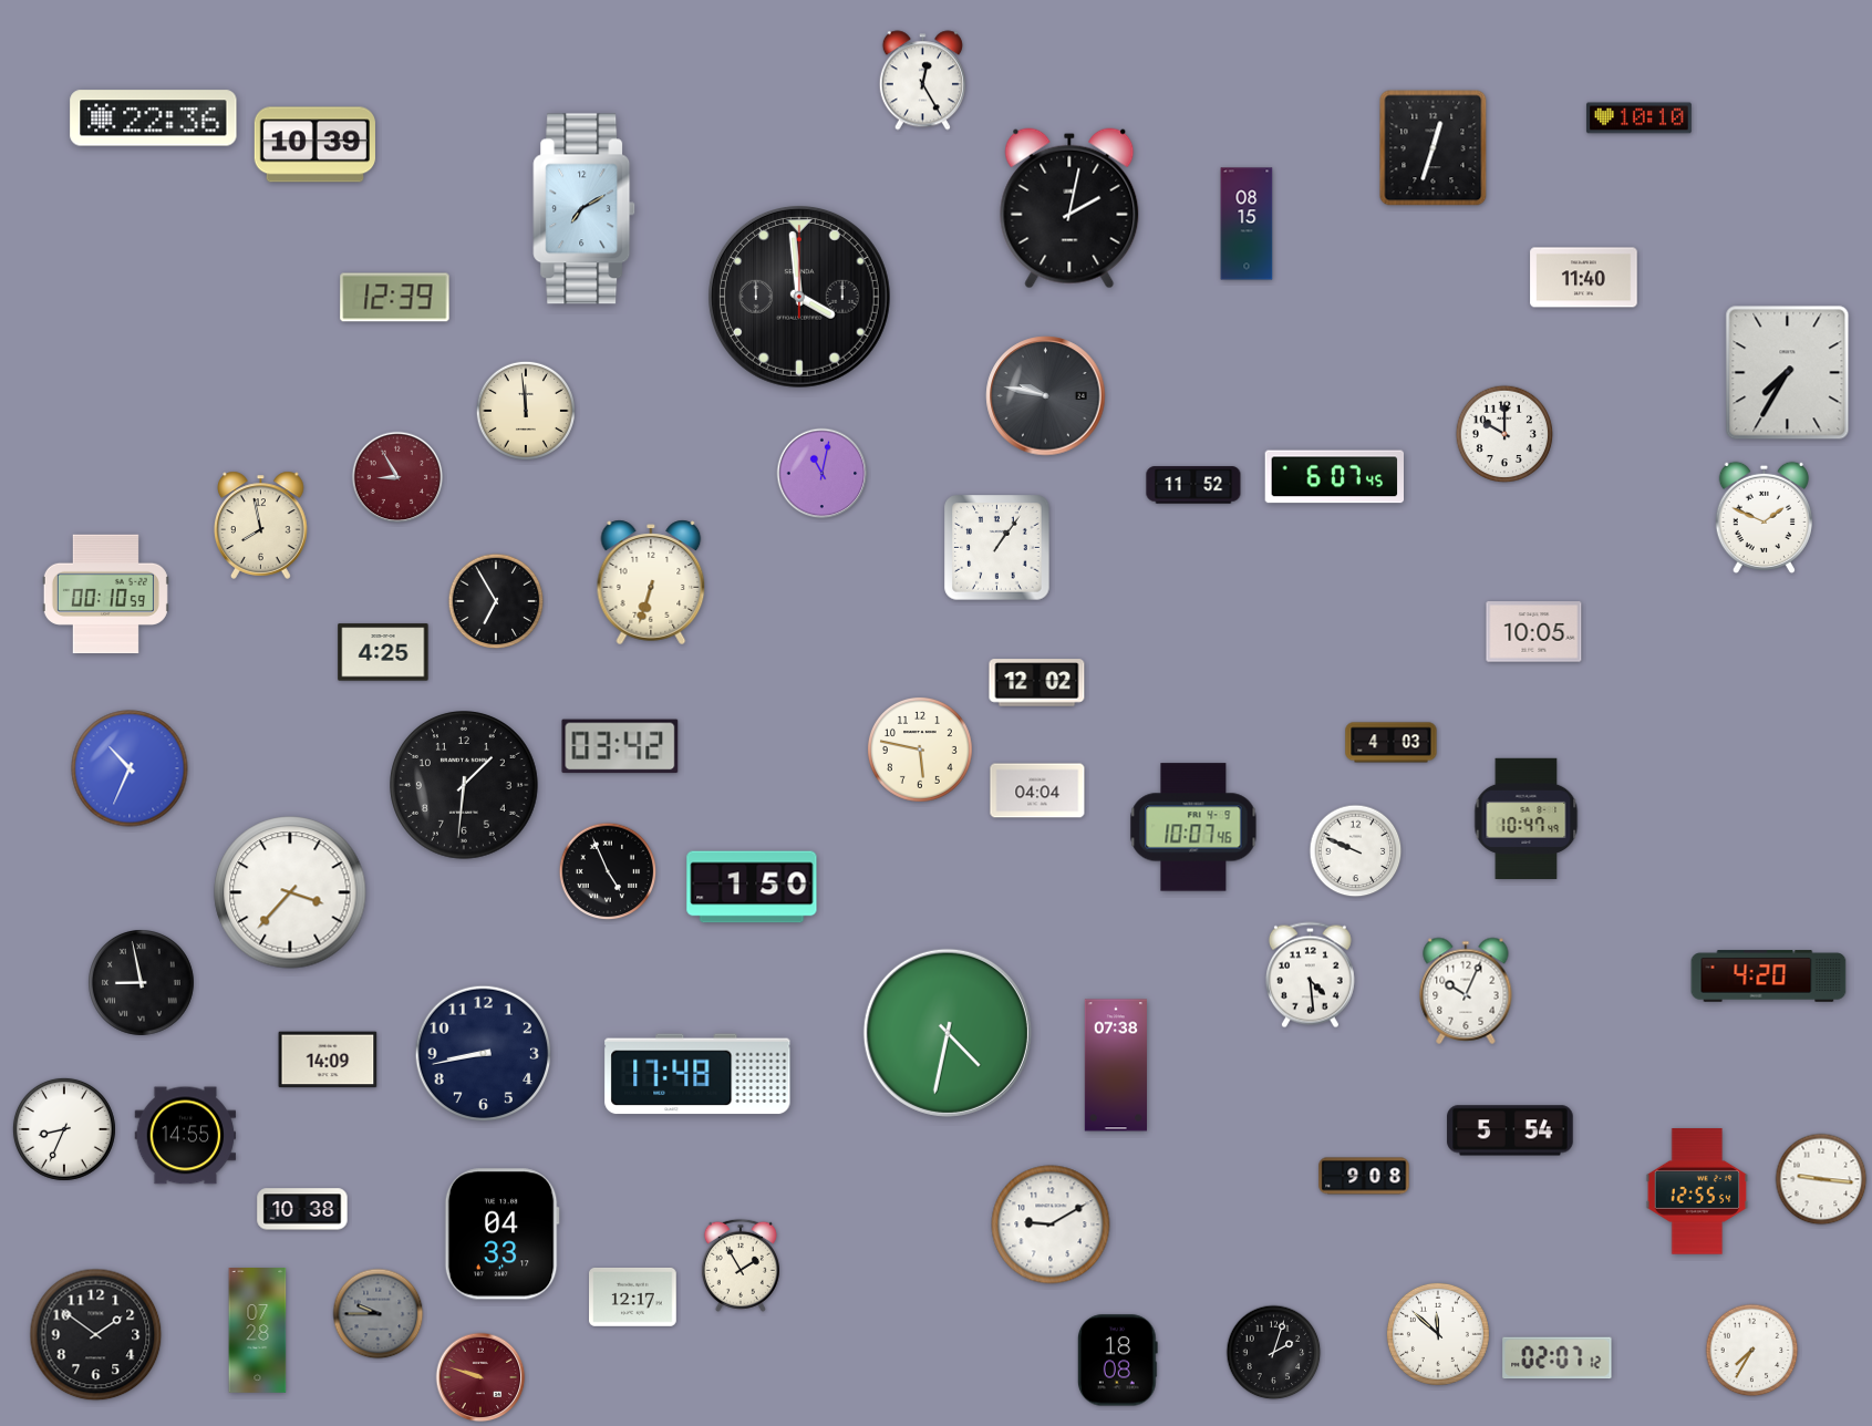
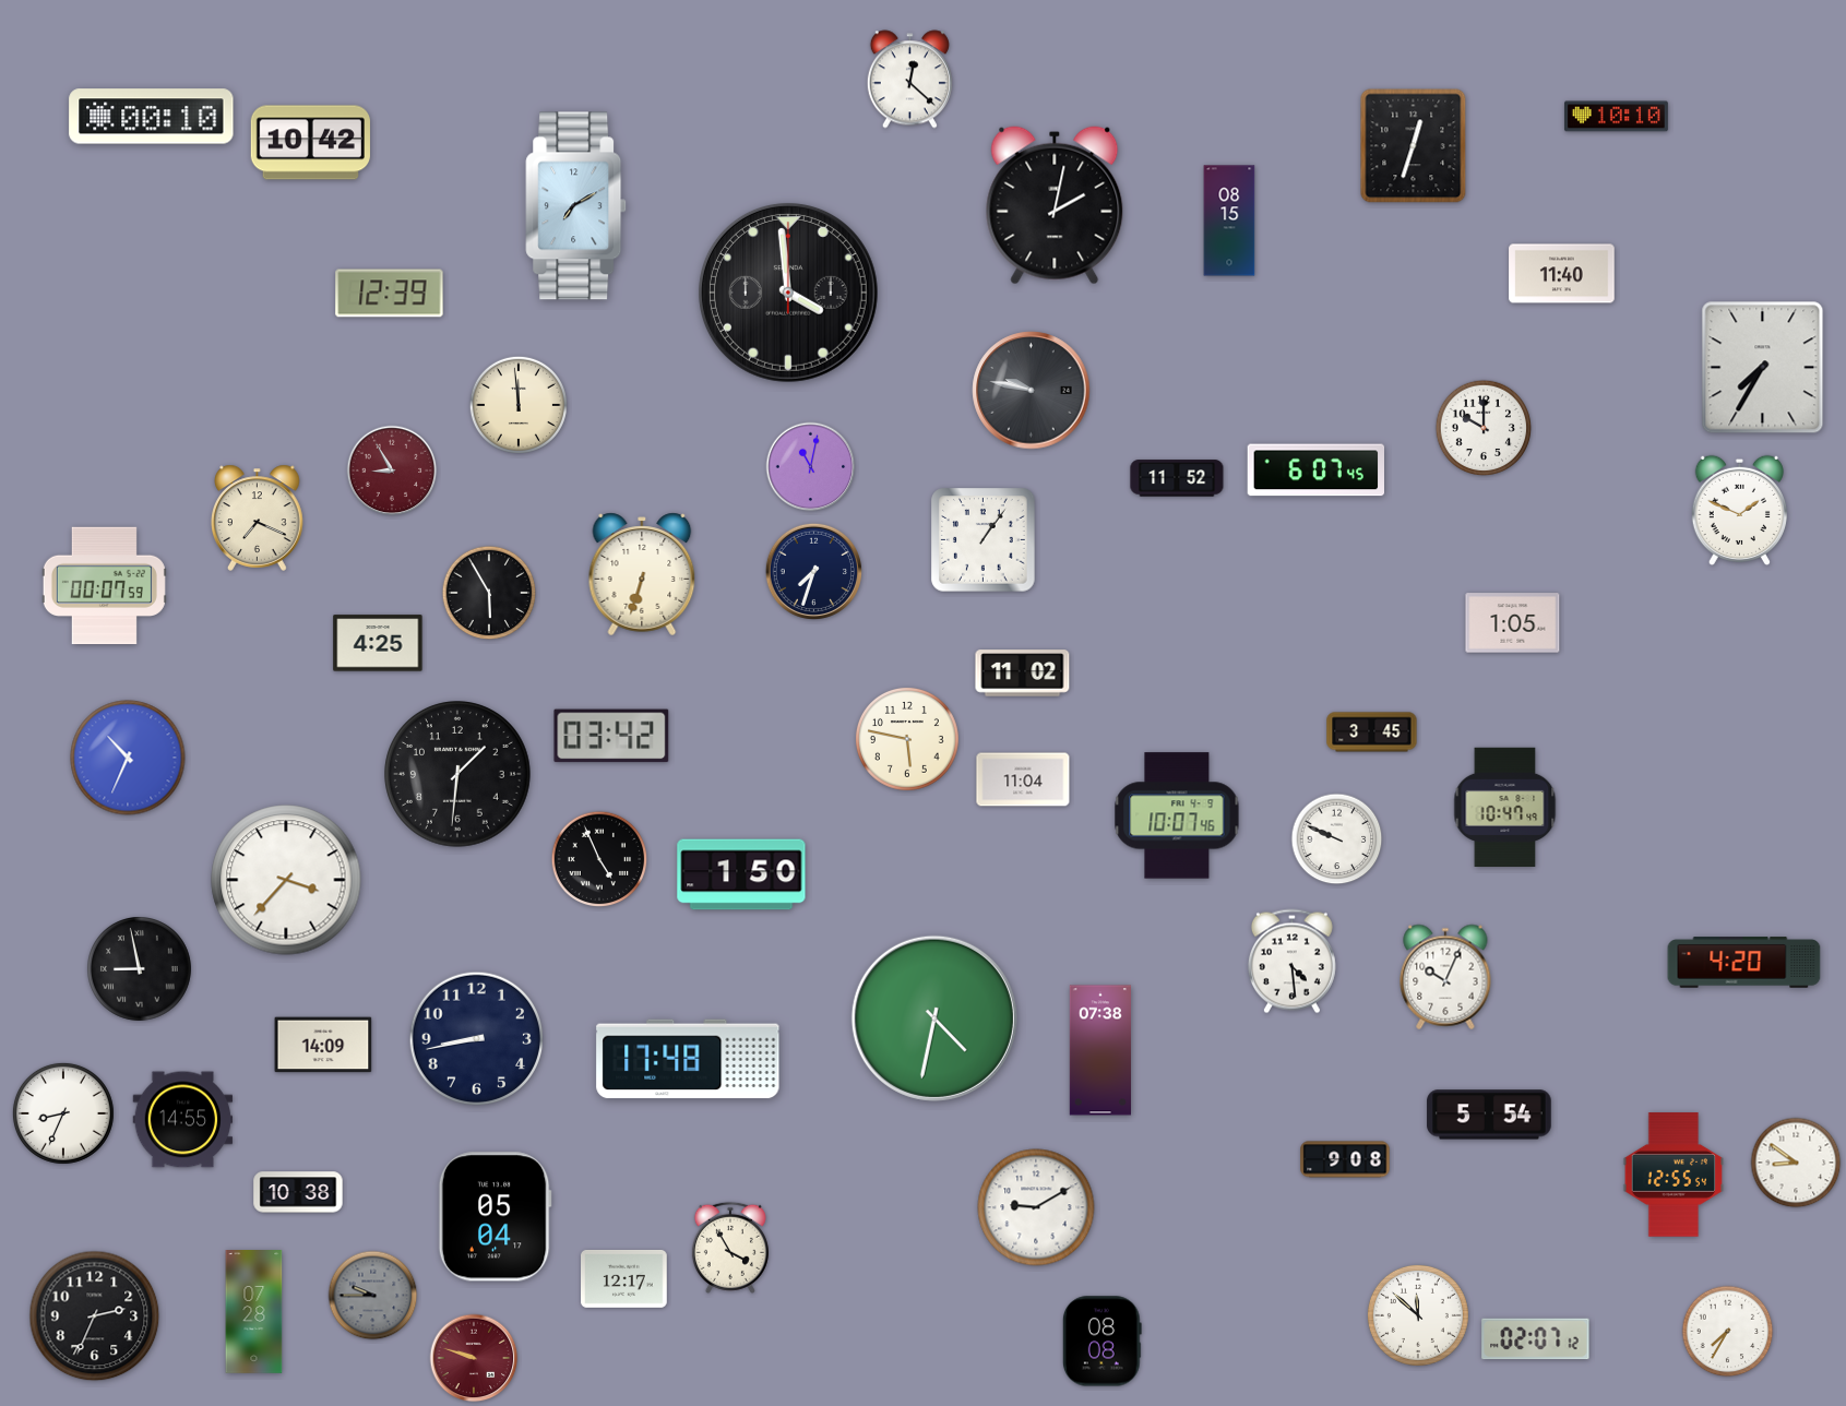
clock at (922, 81): 12:25 -> 12:22
clock at (154, 118): 22:36 -> 00:10
clock at (314, 145): 10:39 -> 10:42
clock at (261, 525): 7:58 -> 7:19
clock at (813, 571): none -> 7:33
clock at (105, 595): 00:10 -> 00:07
clock at (496, 601): 6:55 -> 5:55
clock at (1534, 632): 10:05 -> 1:05
clock at (1037, 683): 12:02 -> 11:02
clock at (1392, 743): 4:03 -> 3:45
clock at (1037, 790): 04:04 -> 11:04
clock at (1821, 1179): 9:16 -> 8:51
clock at (501, 1234): 04:33 -> 05:04
clock at (741, 1265): 1:55 -> 3:55
clock at (96, 1335): 1:51 -> 2:34
clock at (1274, 1353): 2:03 -> none
clock at (1117, 1361): 18:08 -> 08:08
